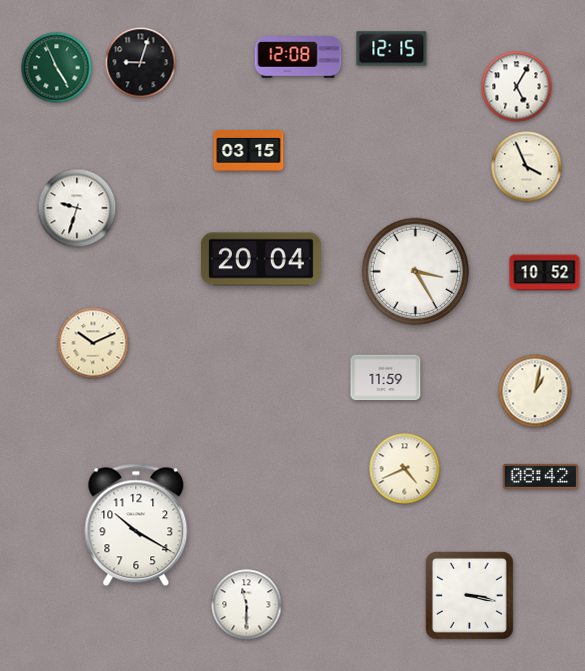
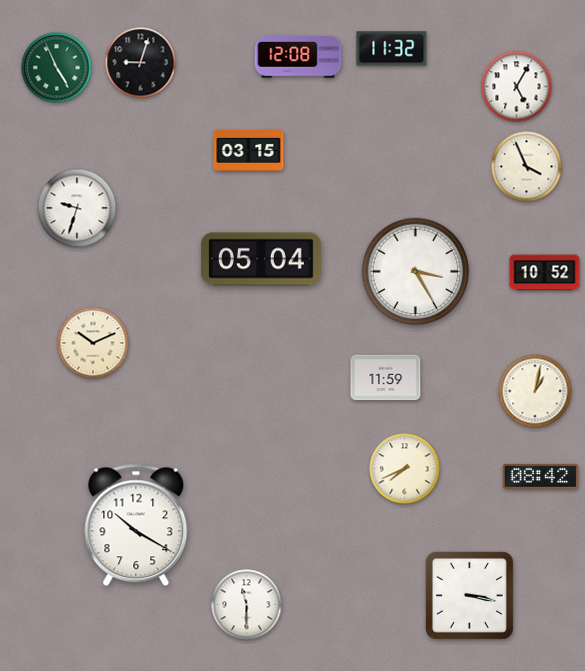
clock at (392, 49): 12:15 -> 11:32
clock at (261, 259): 20:04 -> 05:04
clock at (405, 469): 4:41 -> 7:41
